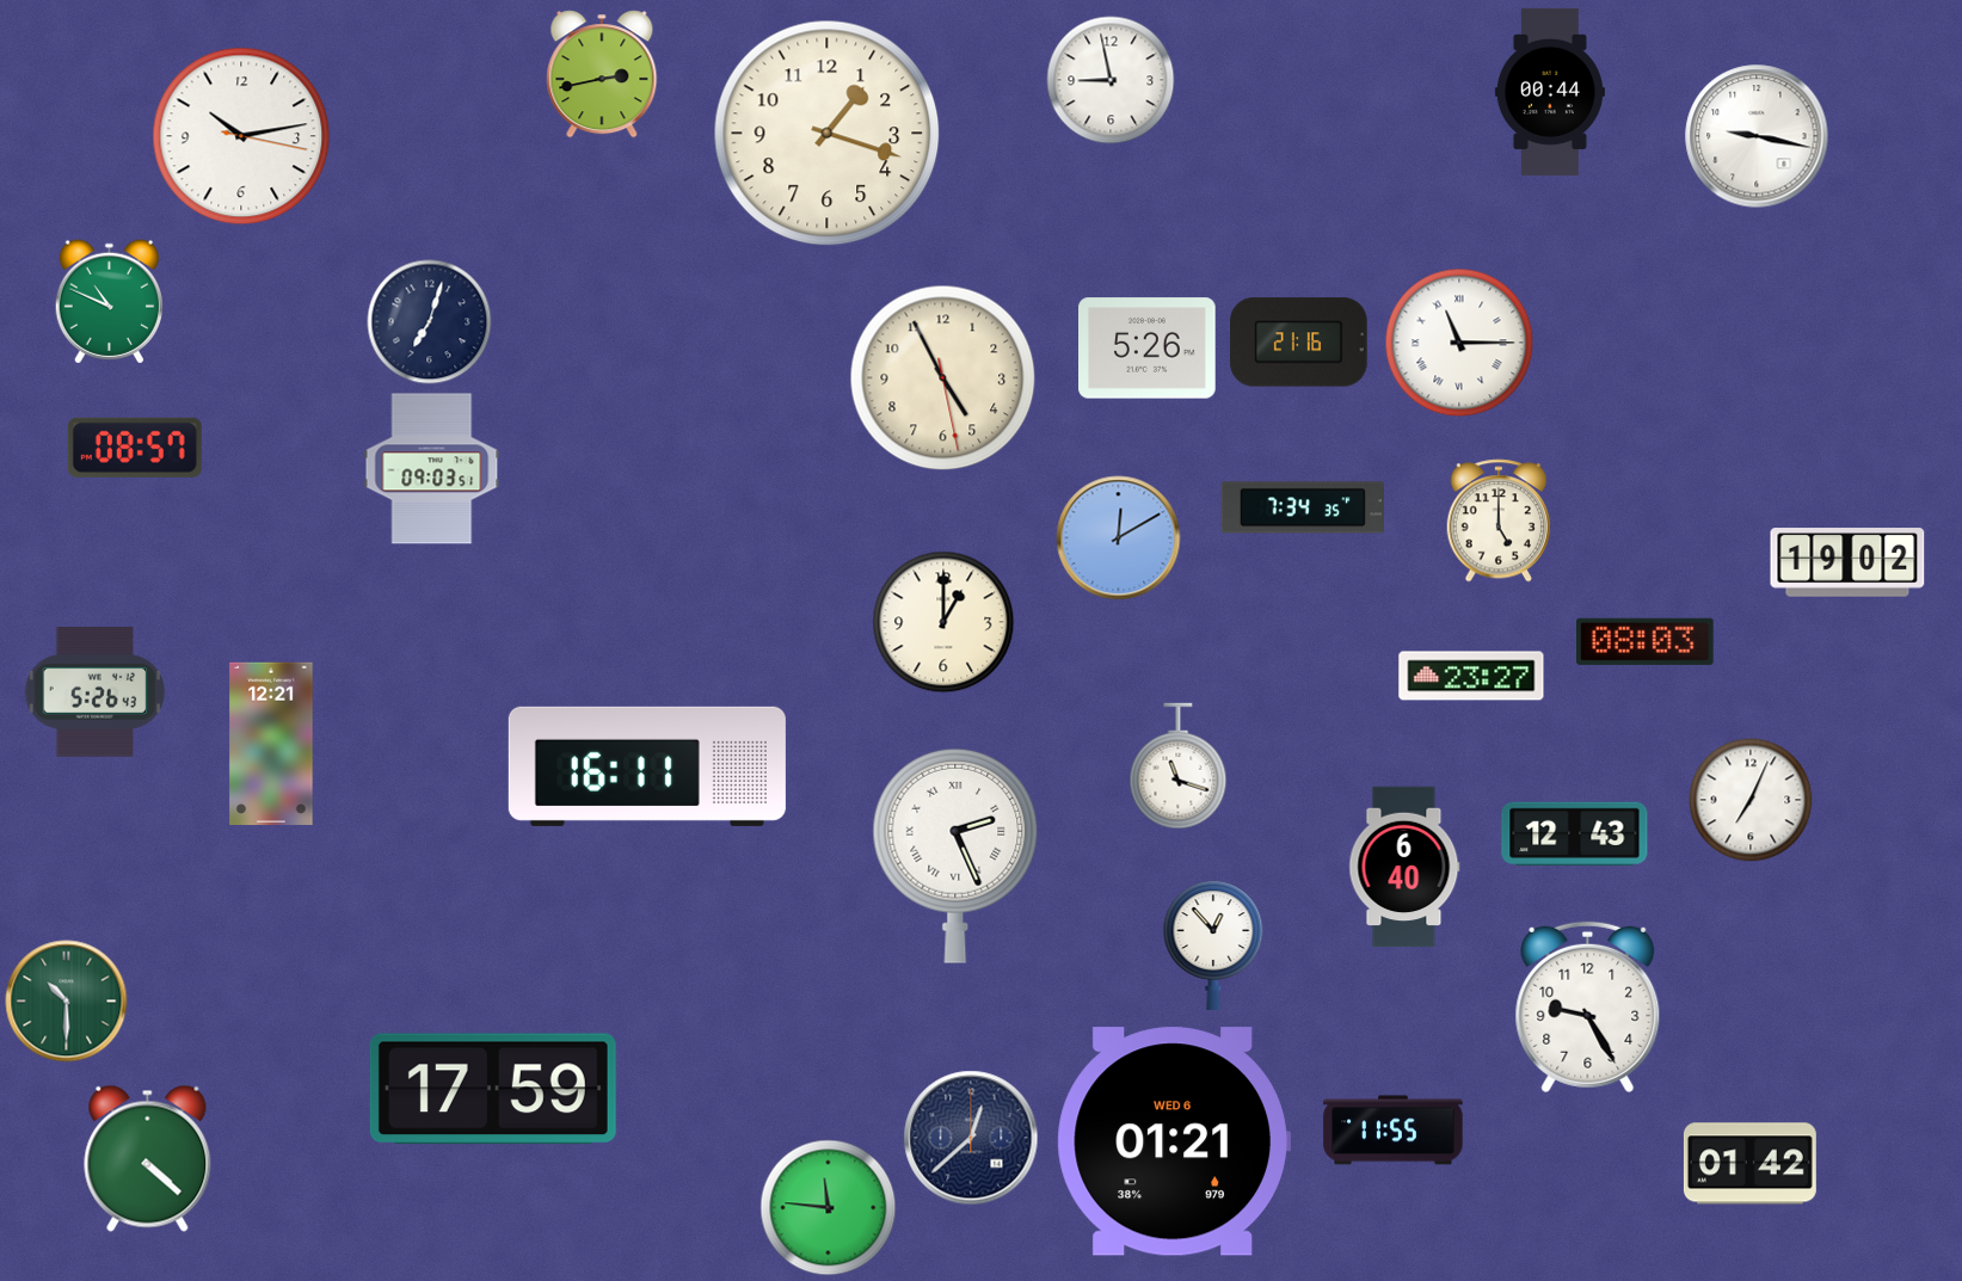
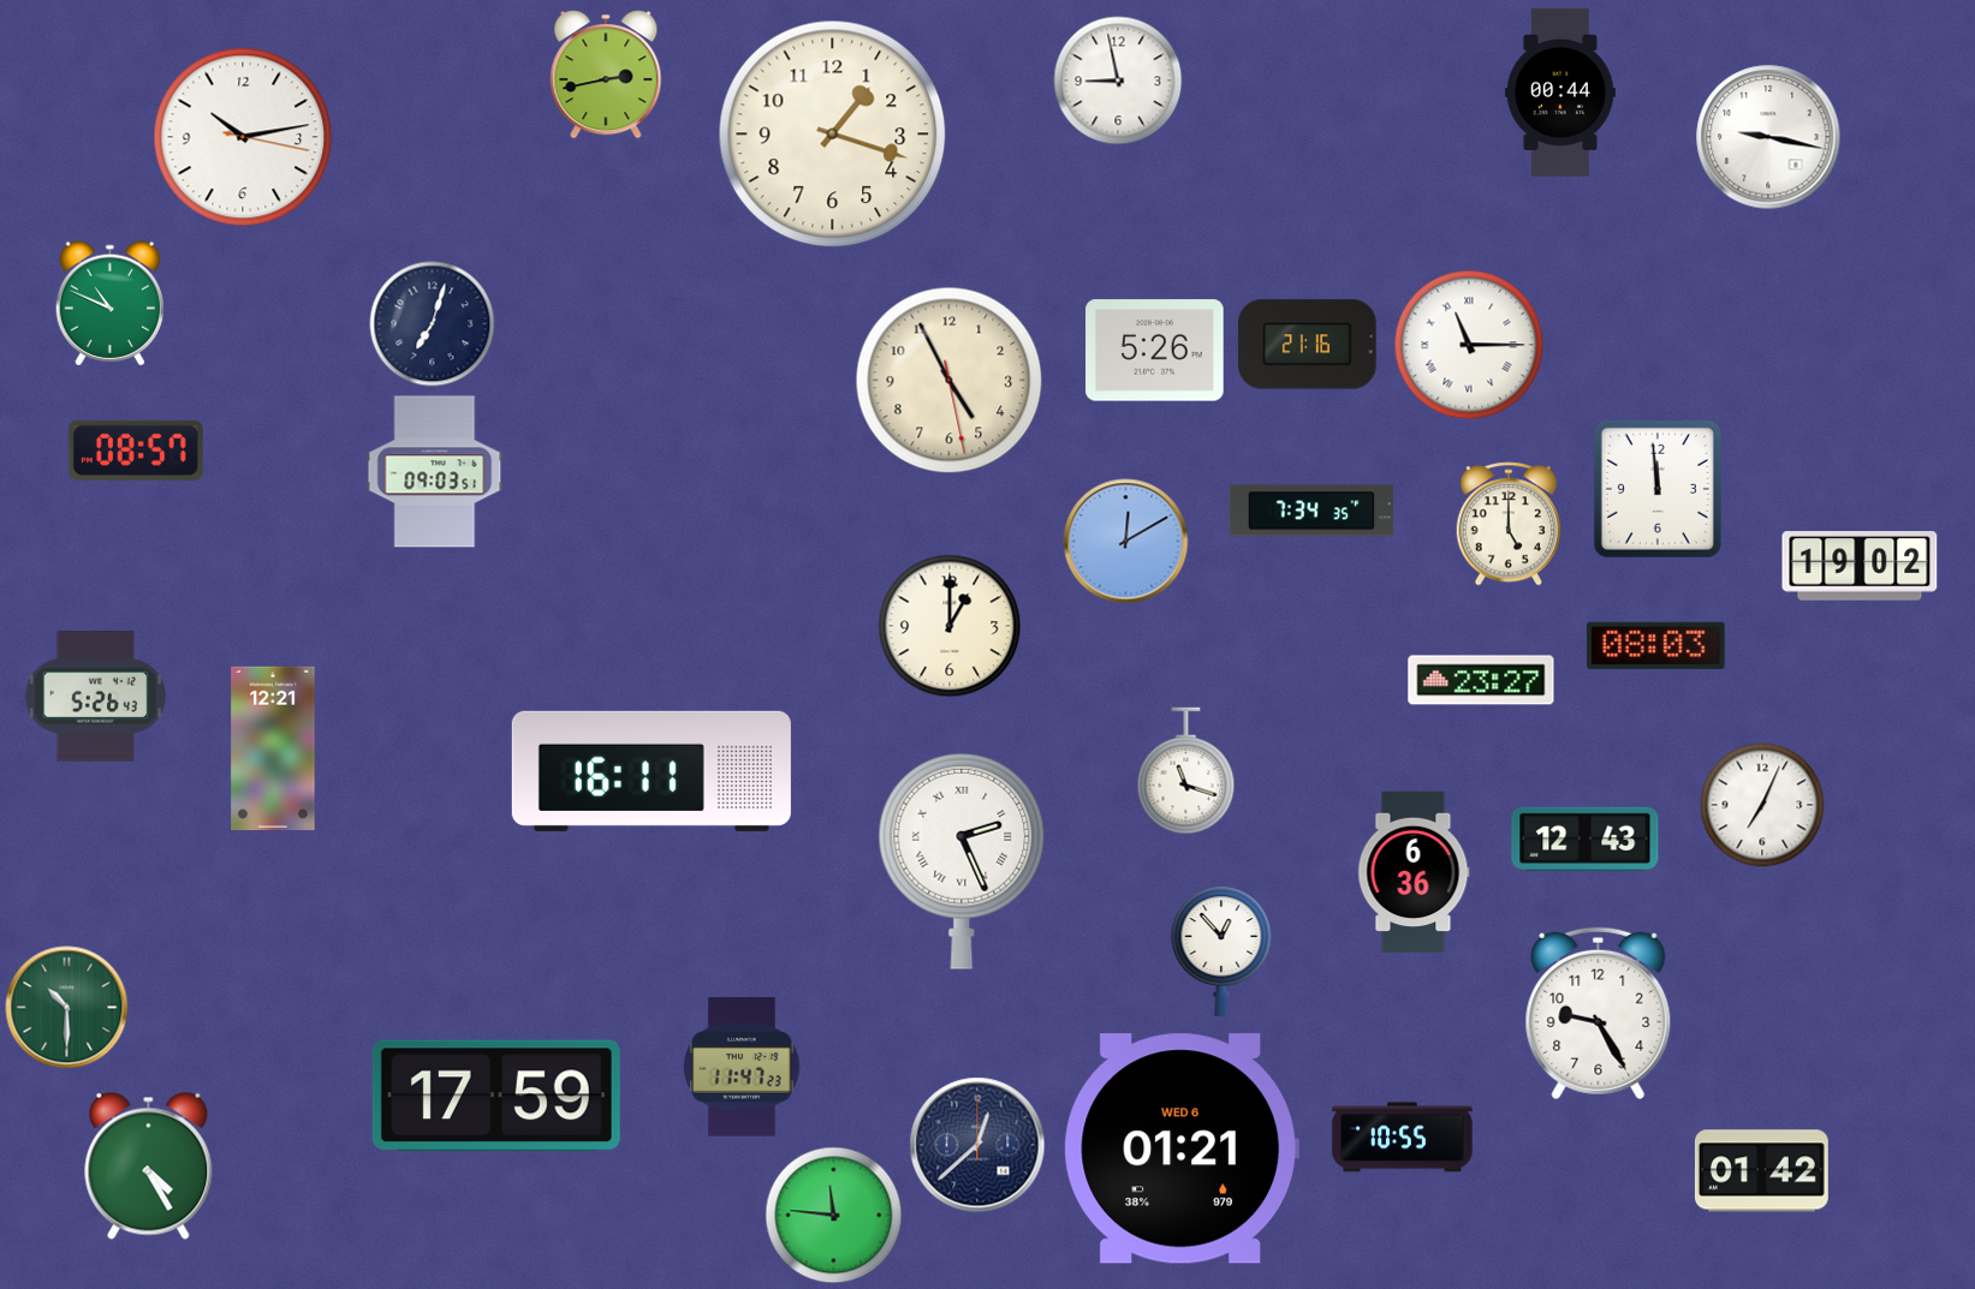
clock at (1658, 489): none -> 11:59
clock at (1404, 867): 6:40 -> 6:36
clock at (742, 1067): none -> 11:47
clock at (1394, 1131): 11:55 -> 10:55
clock at (148, 1158): 4:22 -> 4:25
